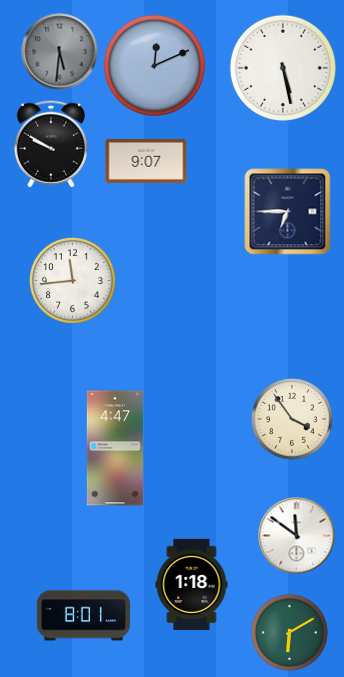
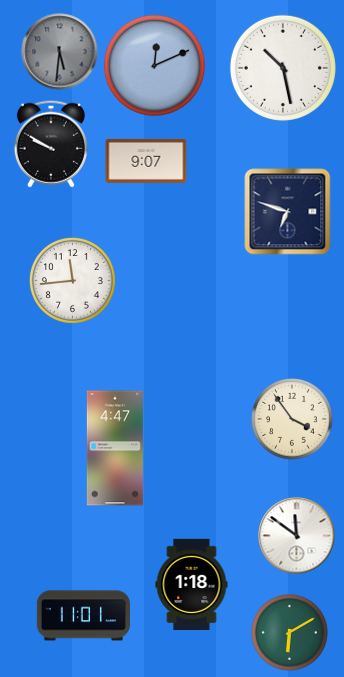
clock at (283, 68): 5:28 -> 10:28
clock at (288, 212): 6:45 -> 6:48
clock at (83, 616): 8:01 -> 11:01
